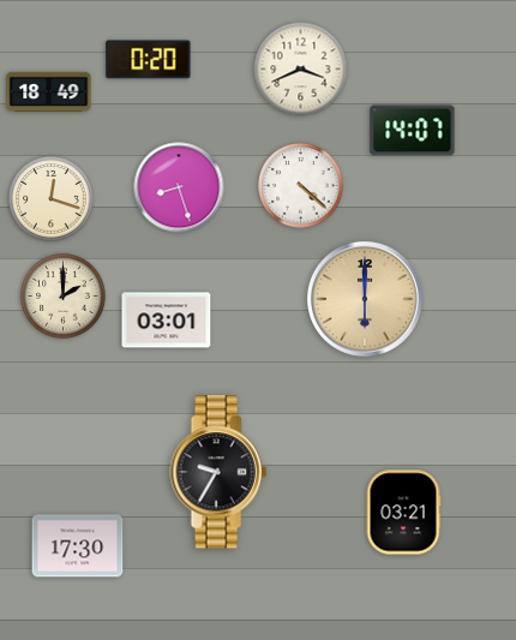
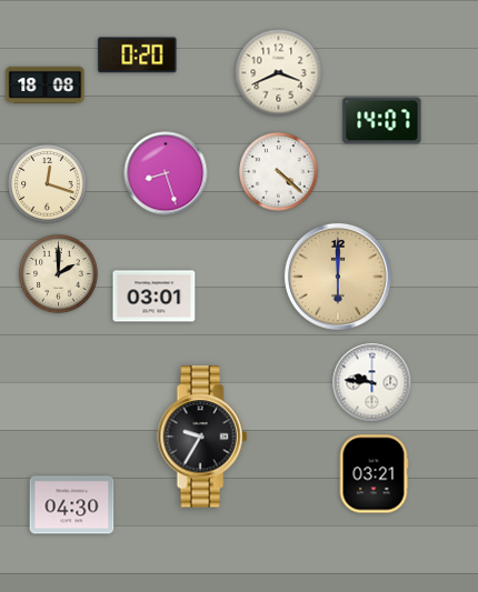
clock at (301, 70) position: (301, 70) -> (279, 73)
clock at (49, 91): 18:49 -> 18:08
clock at (372, 383): none -> 9:46
clock at (78, 546): 17:30 -> 04:30
